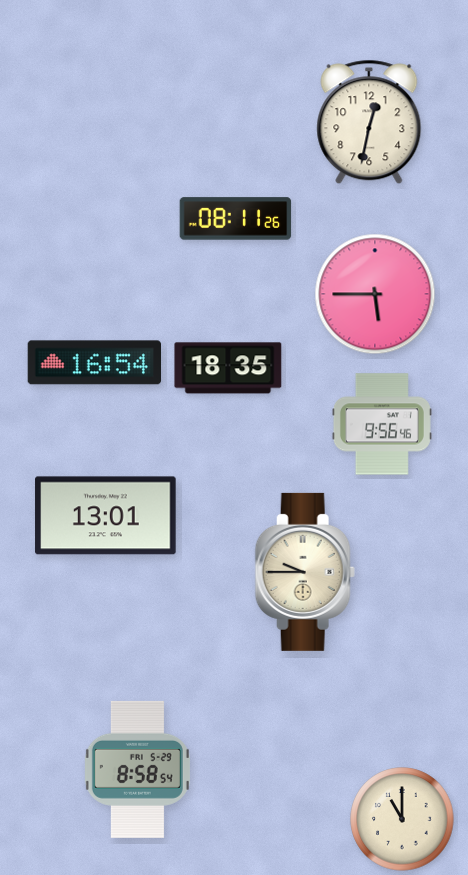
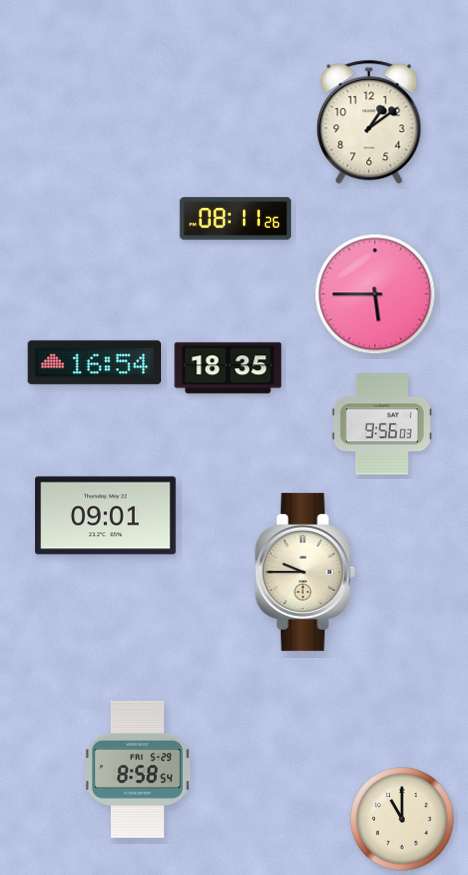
clock at (369, 122): 12:32 -> 1:09
clock at (382, 424): 9:56:46 -> 9:56:03
clock at (106, 516): 13:01 -> 09:01
